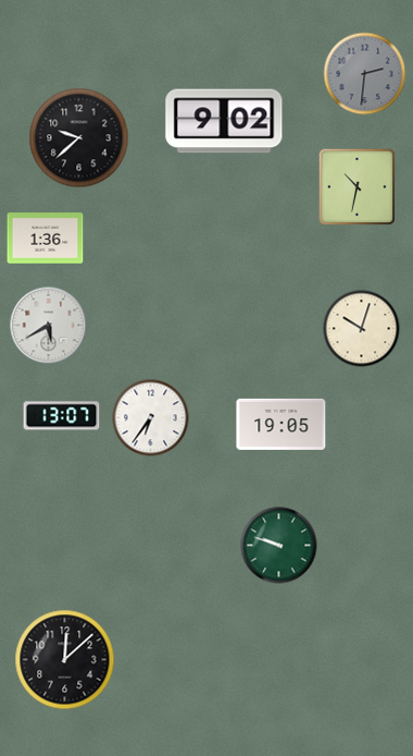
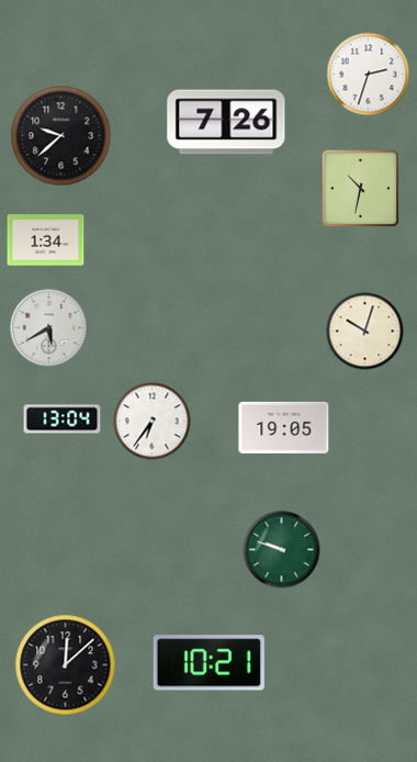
clock at (365, 74): 2:31 -> 2:33
clock at (365, 74) dial: grey -> white
clock at (224, 121): 9:02 -> 7:26
clock at (79, 138) position: (79, 138) -> (61, 136)
clock at (46, 239): 1:36 -> 1:34
clock at (62, 416): 13:07 -> 13:04
clock at (208, 663): none -> 10:21
